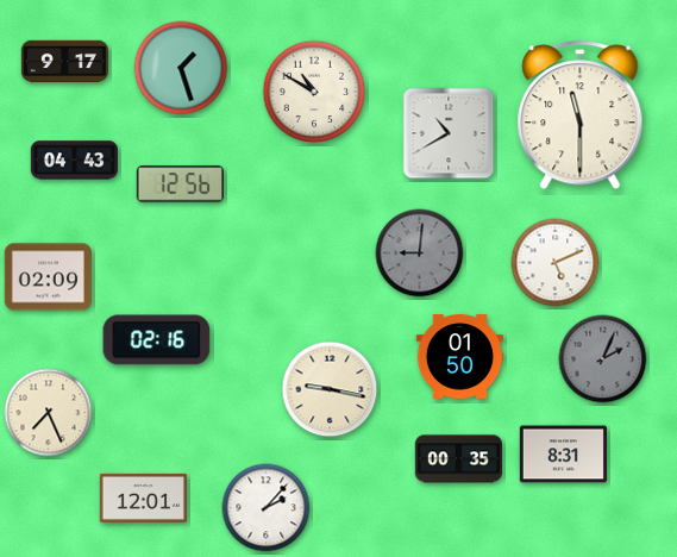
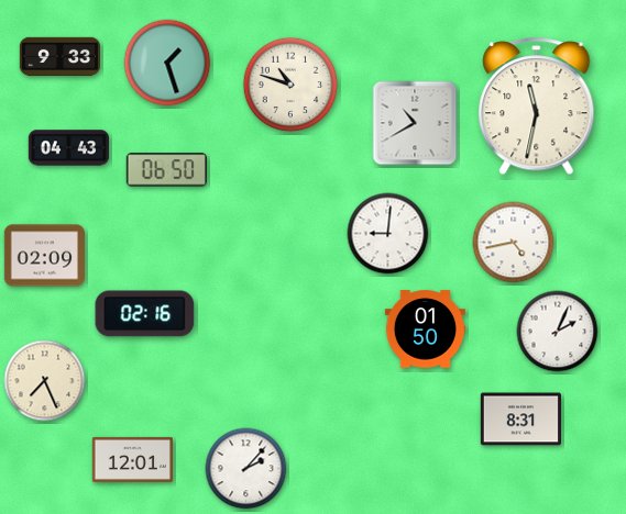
clock at (65, 62): 9:17 -> 9:33
clock at (314, 92): 10:50 -> 10:48
clock at (581, 115): 11:30 -> 11:32
clock at (180, 184): 12:56 -> 06:50
clock at (420, 254) dial: grey -> white
clock at (556, 263): 5:11 -> 4:43
clock at (603, 359) dial: grey -> white
clock at (330, 389): 9:17 -> none
clock at (458, 459): 00:35 -> none
